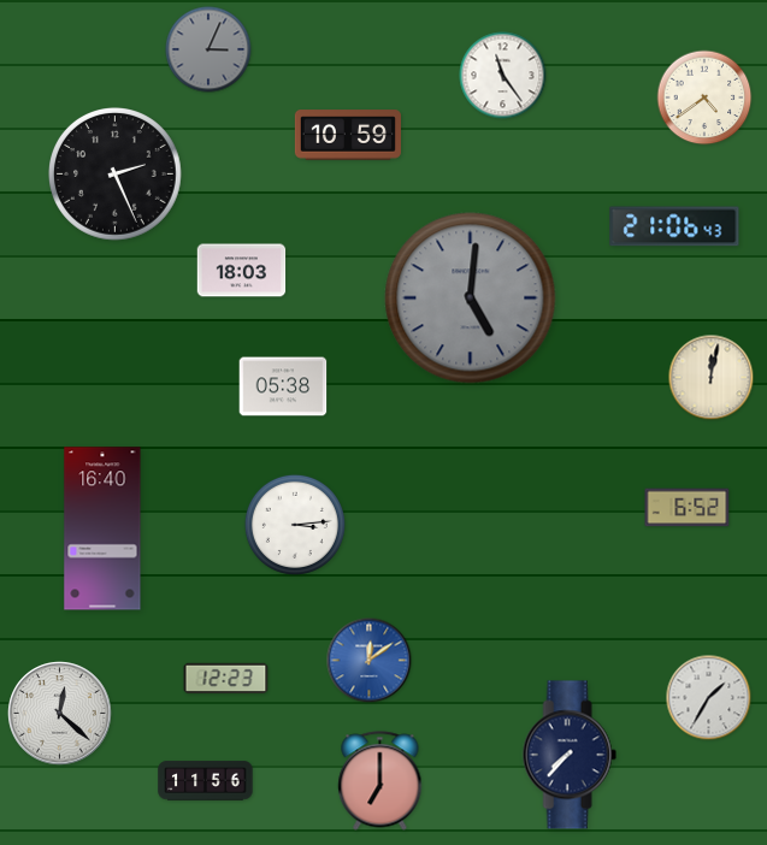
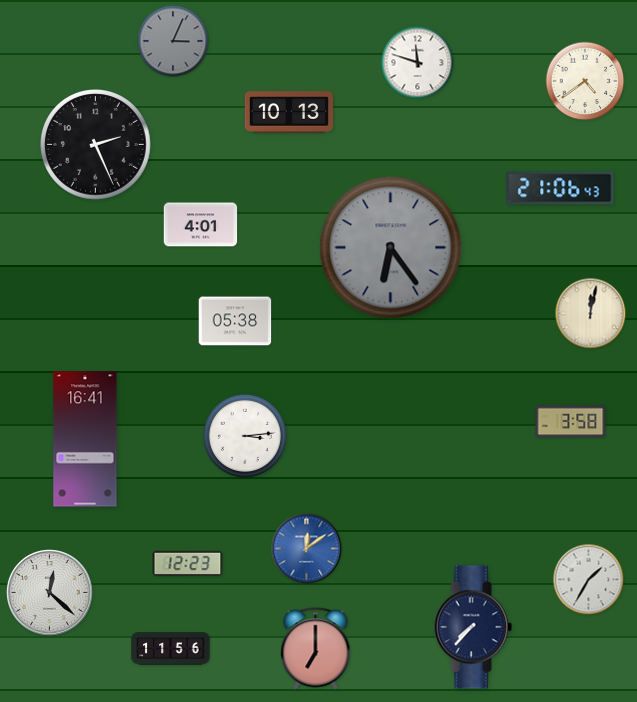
clock at (503, 76): 11:24 -> 11:48
clock at (348, 135): 10:59 -> 10:13
clock at (242, 271): 18:03 -> 4:01
clock at (471, 299): 5:01 -> 6:24
clock at (688, 508): 6:52 -> 3:58
clock at (102, 528): 16:40 -> 16:41
